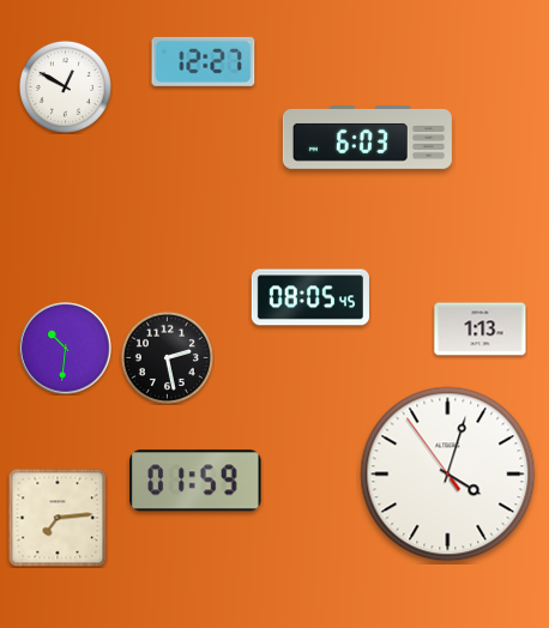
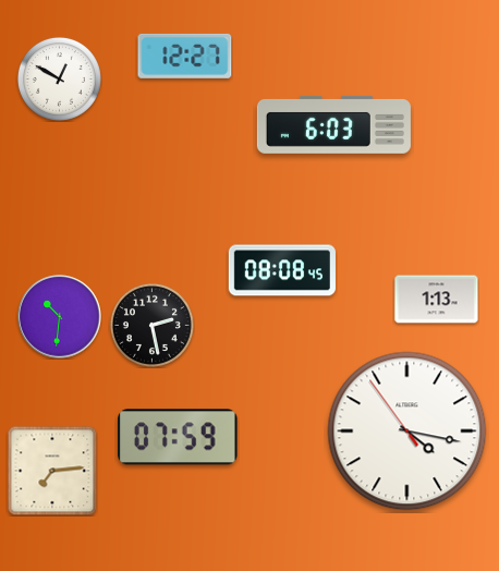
clock at (310, 297): 08:05 -> 08:08
clock at (448, 475): 4:02 -> 4:16
clock at (195, 481): 01:59 -> 07:59
